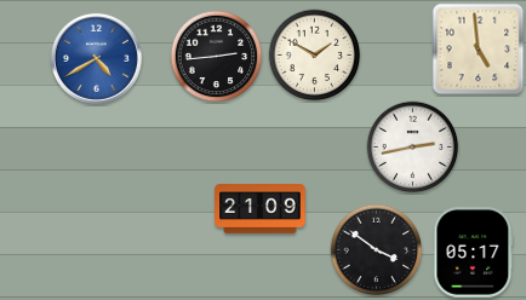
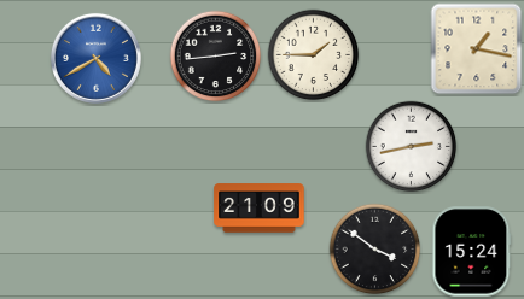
clock at (479, 50): 4:59 -> 1:17
clock at (315, 56): 1:50 -> 1:45
clock at (474, 253): 05:17 -> 15:24
